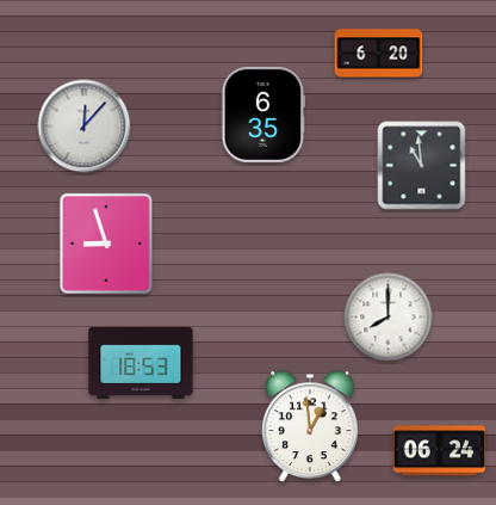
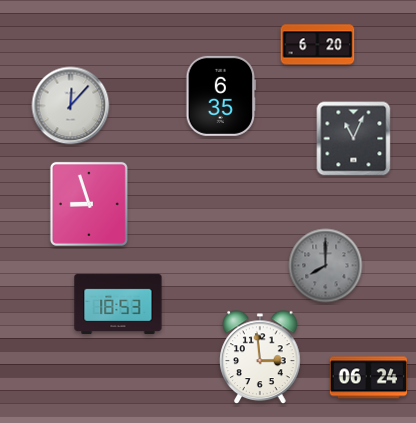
clock at (422, 166): 10:59 -> 11:04
clock at (389, 318) dial: white -> grey
clock at (310, 426): 12:59 -> 2:59
